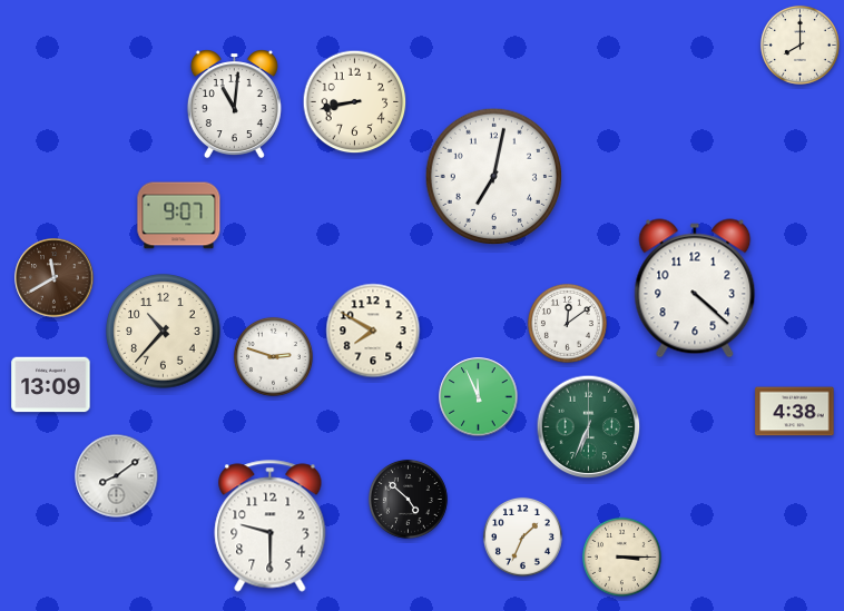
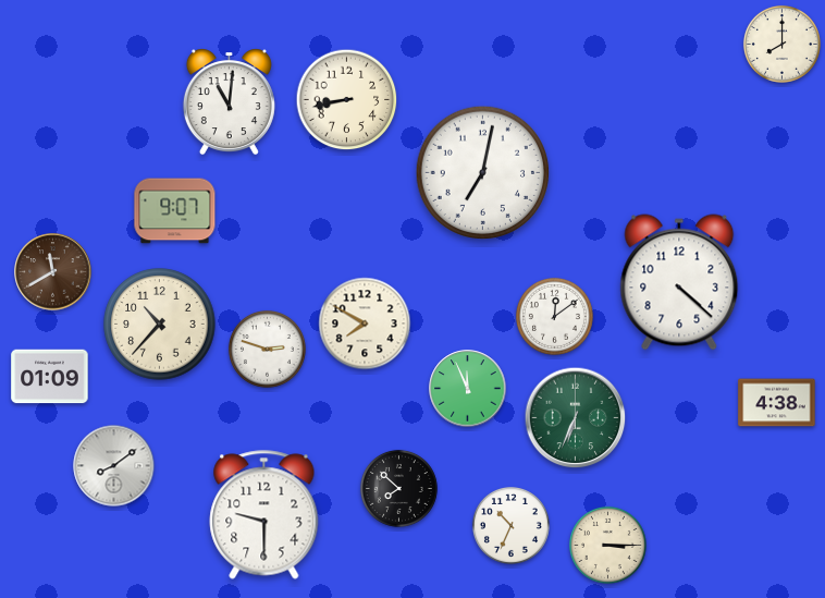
clock at (51, 385): 13:09 -> 01:09
clock at (408, 499): 4:52 -> 7:52
clock at (522, 536): 1:34 -> 10:34
